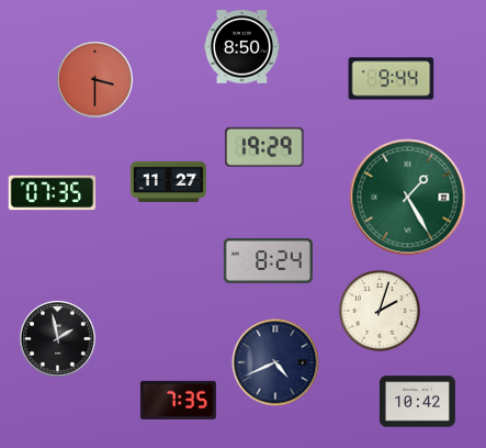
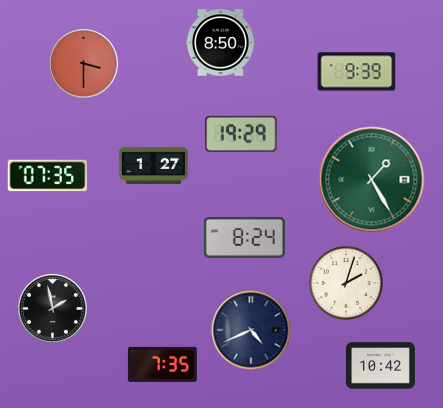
clock at (392, 79): 9:44 -> 9:39
clock at (95, 80) position: (95, 80) -> (84, 64)
clock at (168, 181): 11:27 -> 1:27
